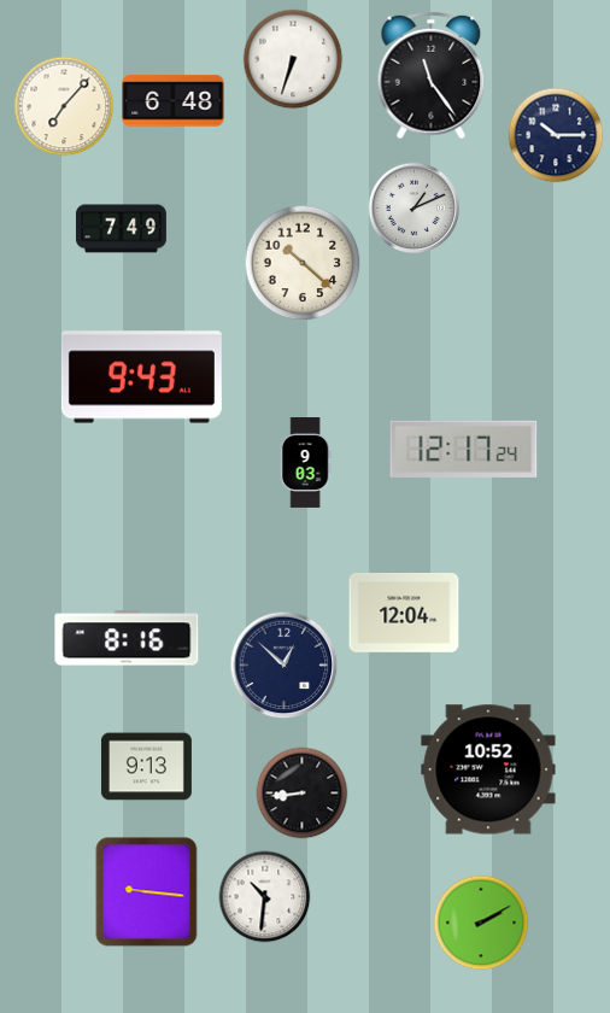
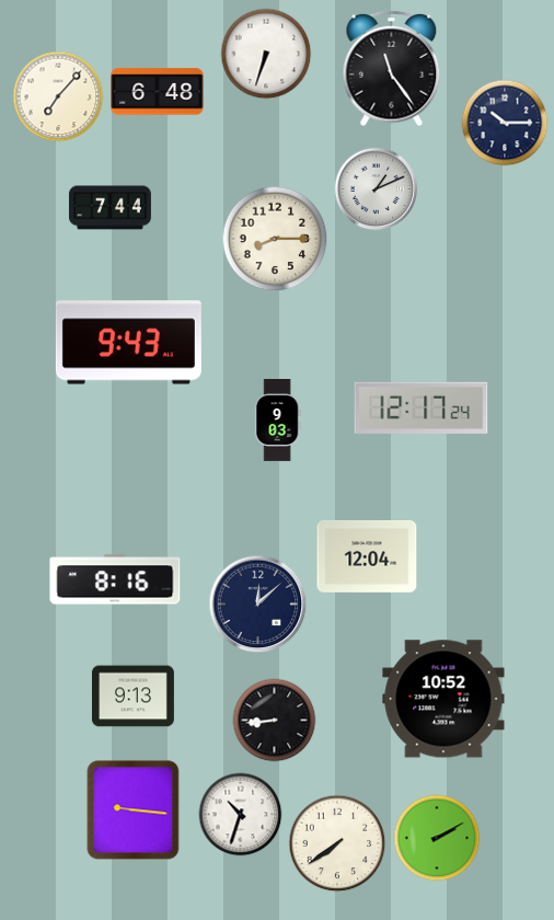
clock at (121, 229): 7:49 -> 7:44
clock at (303, 263): 10:22 -> 8:15
clock at (285, 666): 12:52 -> 12:08
clock at (265, 897): 10:31 -> 10:33
clock at (337, 843): none -> 7:39
